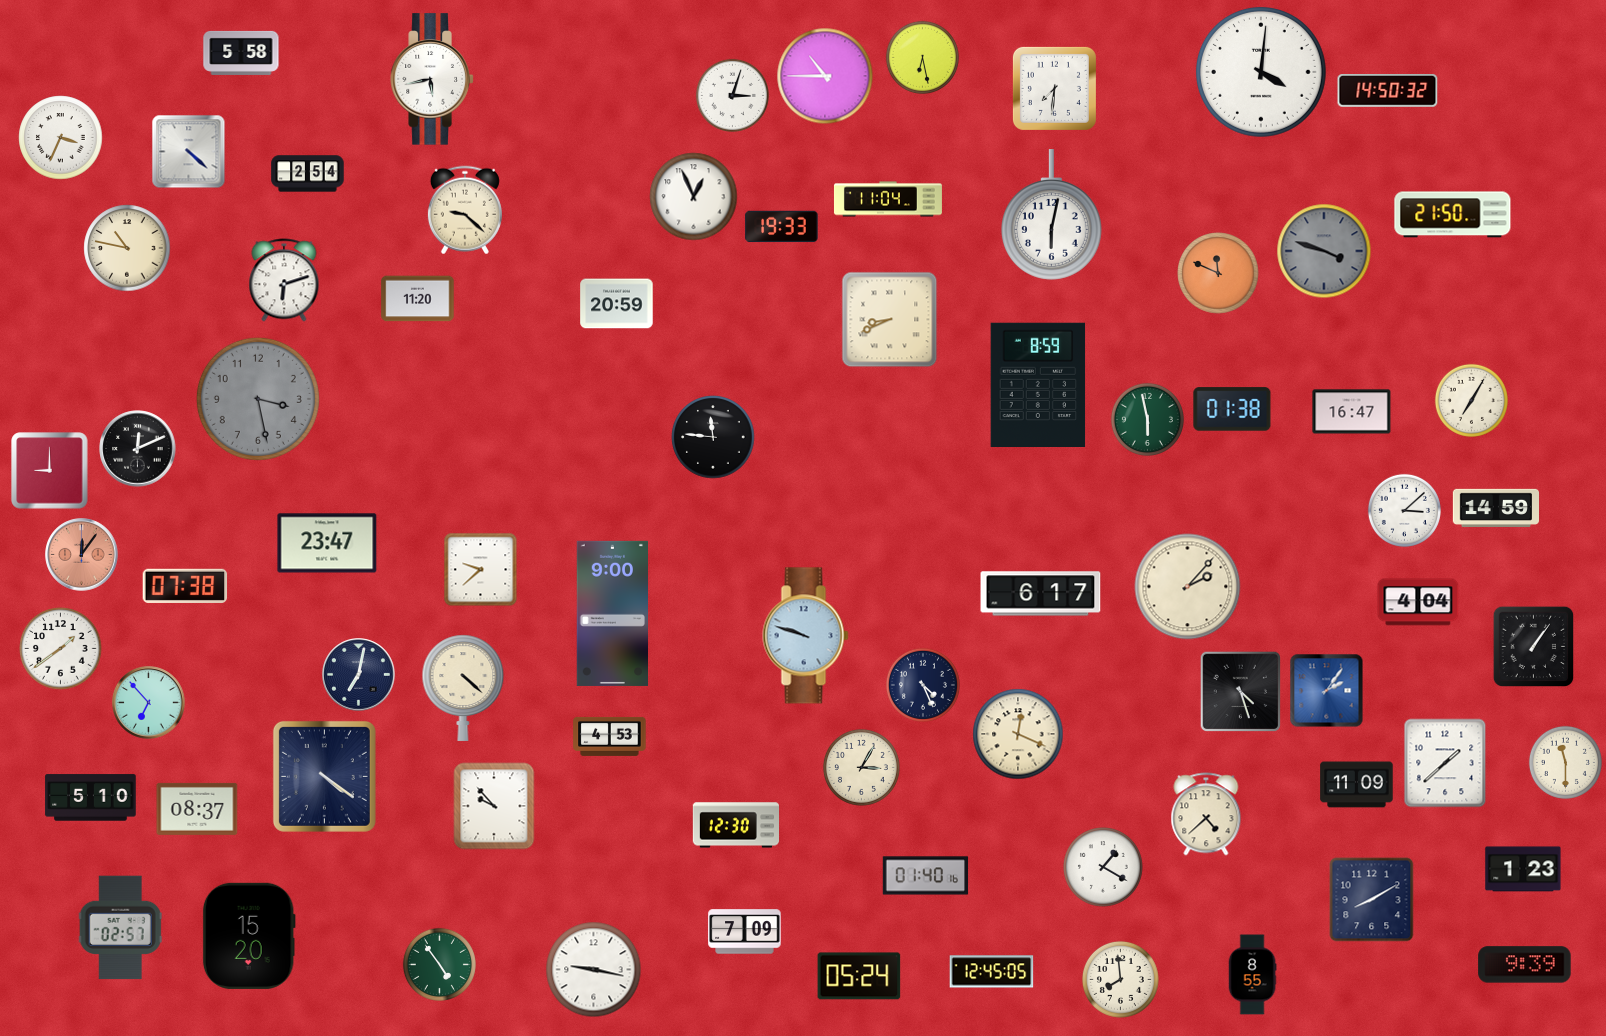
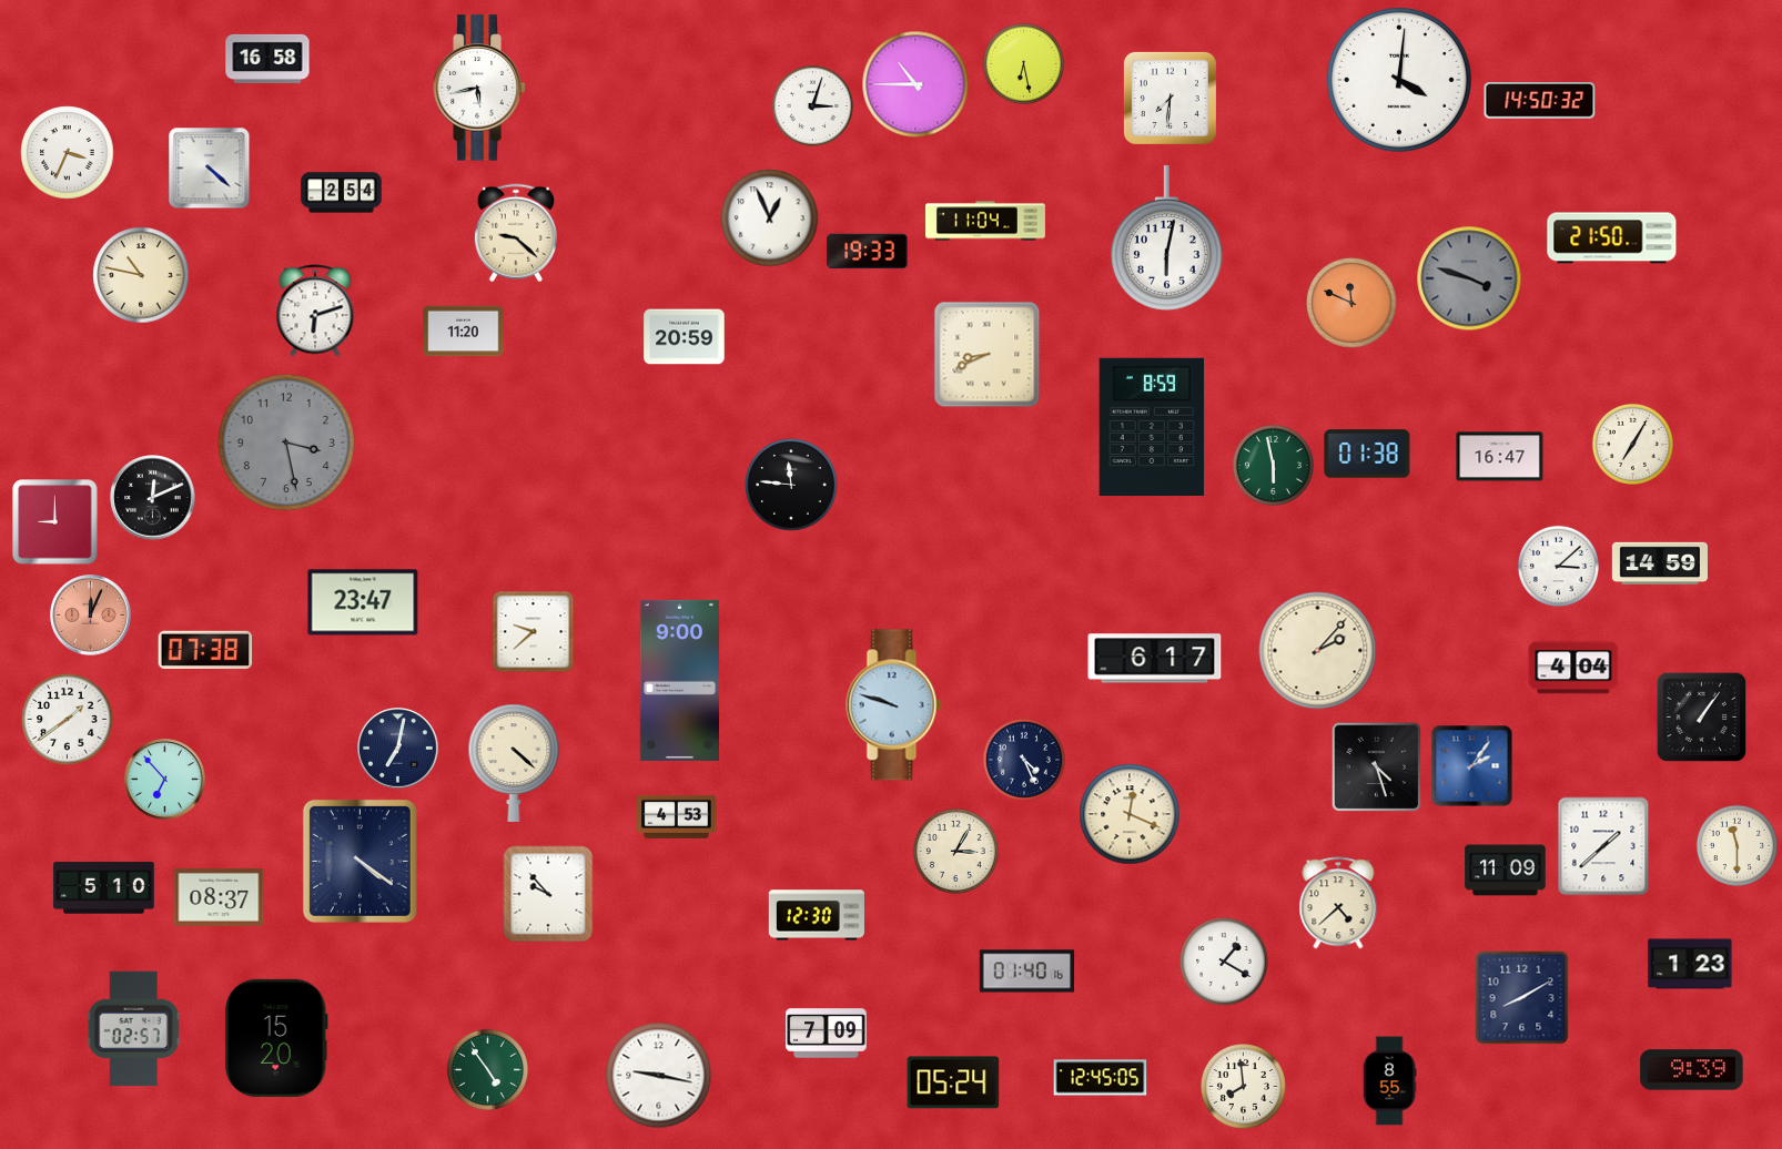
clock at (241, 53): 5:58 -> 16:58
clock at (82, 555): 12:06 -> 12:04
clock at (91, 798) position: (91, 798) -> (104, 888)
